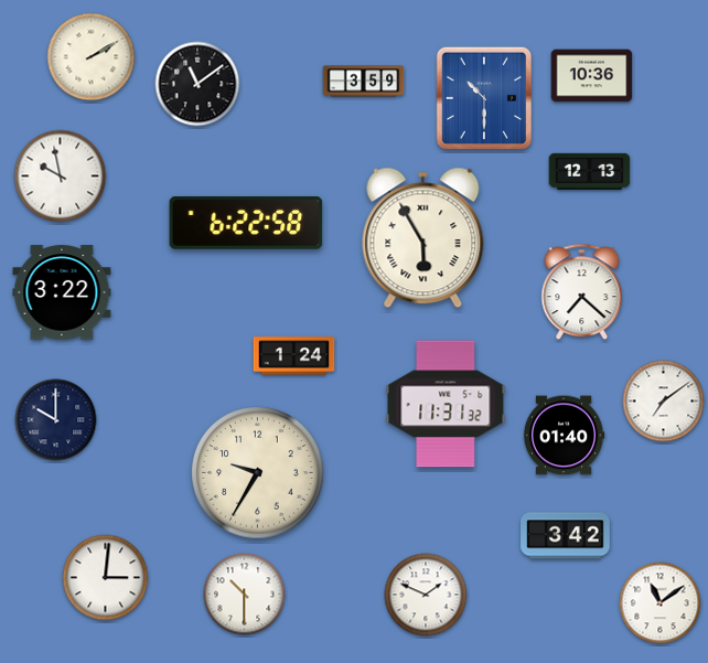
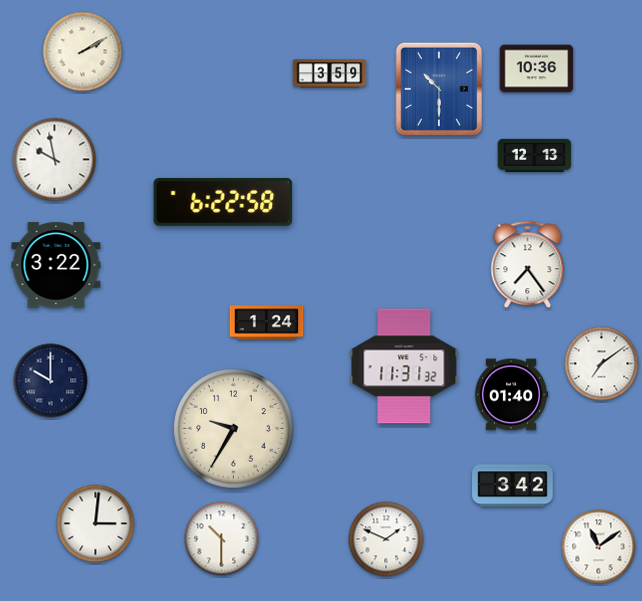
clock at (197, 84): 11:09 -> none
clock at (423, 238): 5:55 -> none
clock at (582, 292): 7:22 -> 7:24
